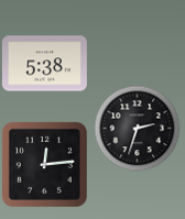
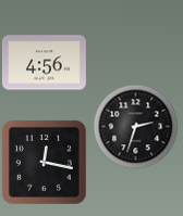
clock at (44, 64): 5:38 -> 4:56
clock at (44, 164): 12:14 -> 12:17
